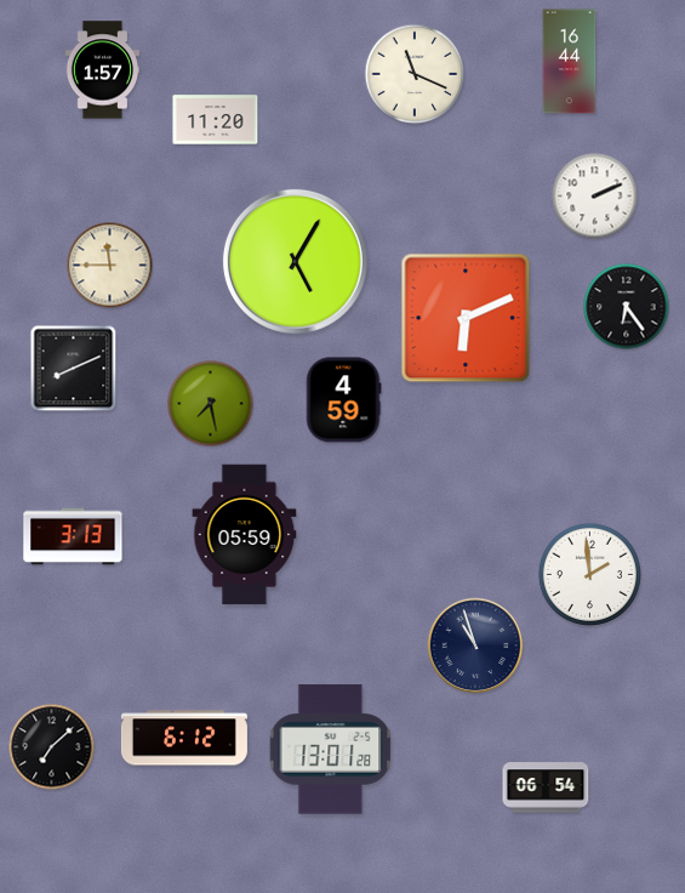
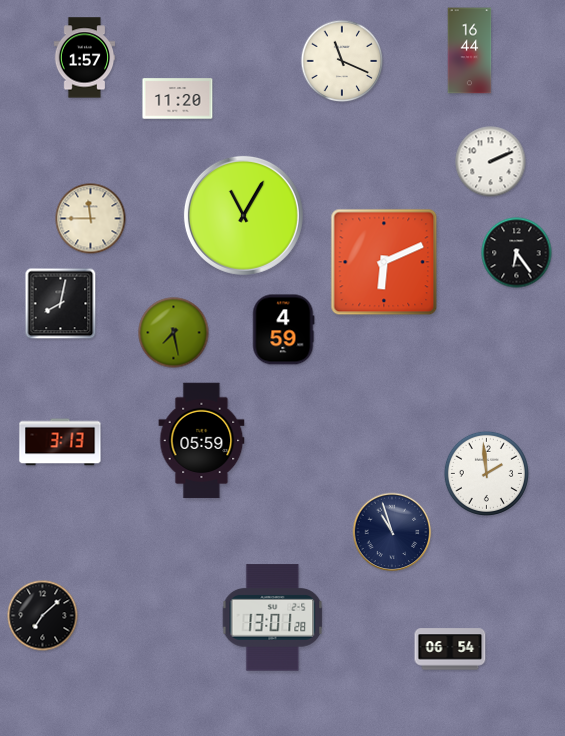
clock at (295, 261): 5:05 -> 11:05
clock at (74, 369): 8:11 -> 8:02
clock at (184, 738): 6:12 -> none
